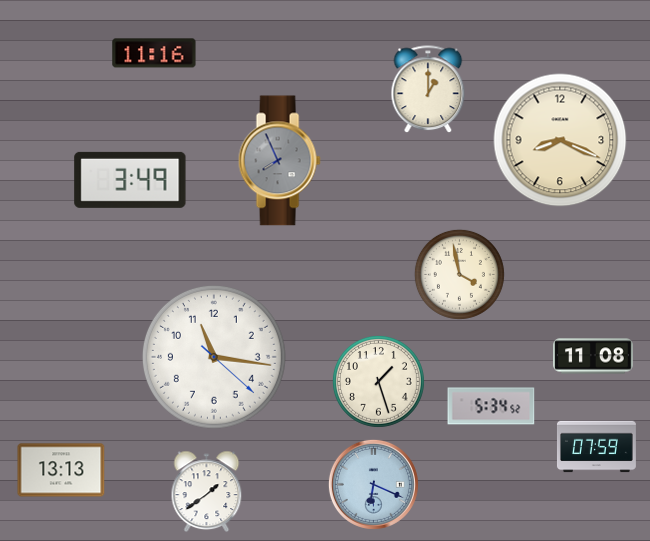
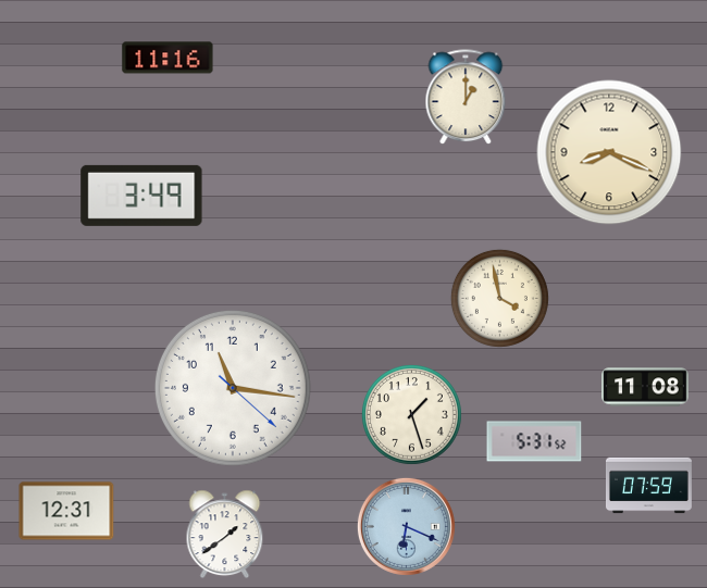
clock at (279, 161): 7:56 -> none
clock at (491, 406): 5:34 -> 5:31
clock at (61, 470): 13:13 -> 12:31
